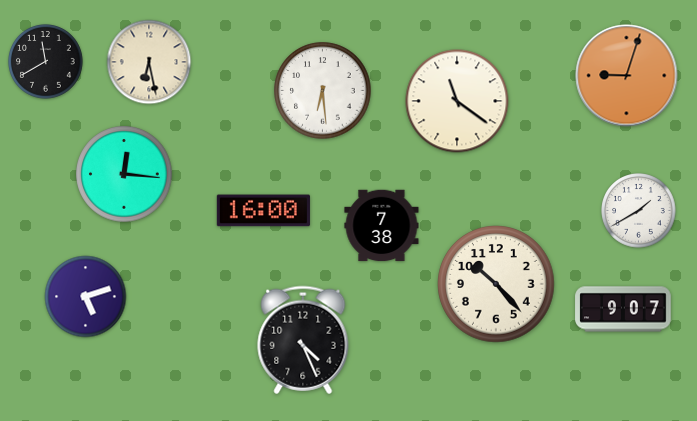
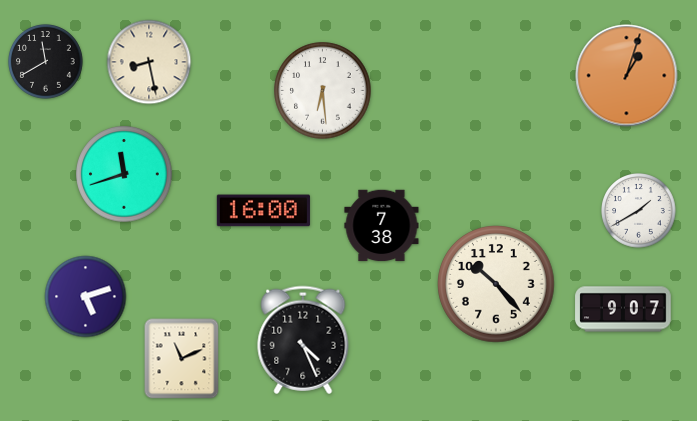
clock at (149, 62): 6:28 -> 8:28
clock at (627, 76): 9:03 -> 1:03
clock at (457, 101): 11:21 -> none
clock at (124, 174): 12:16 -> 11:42
clock at (182, 359): none -> 11:11
